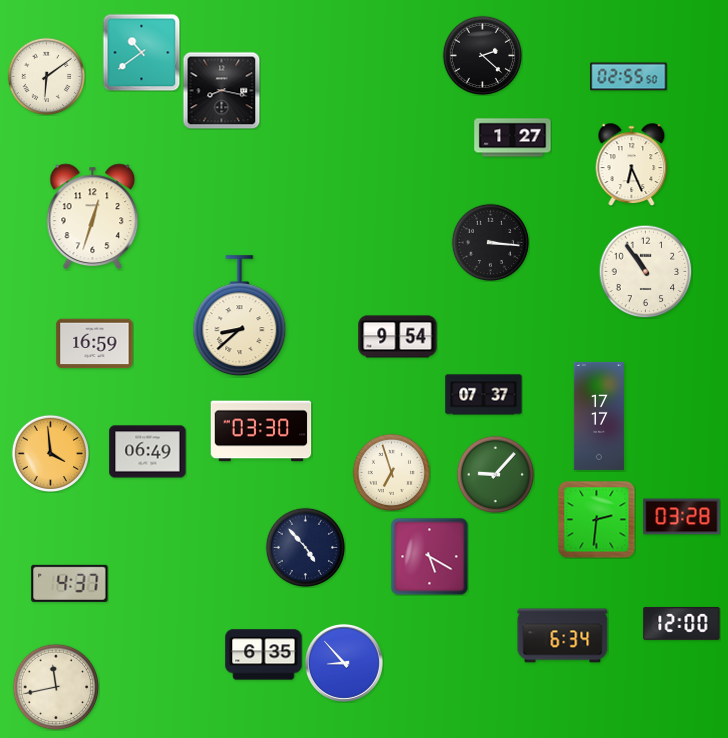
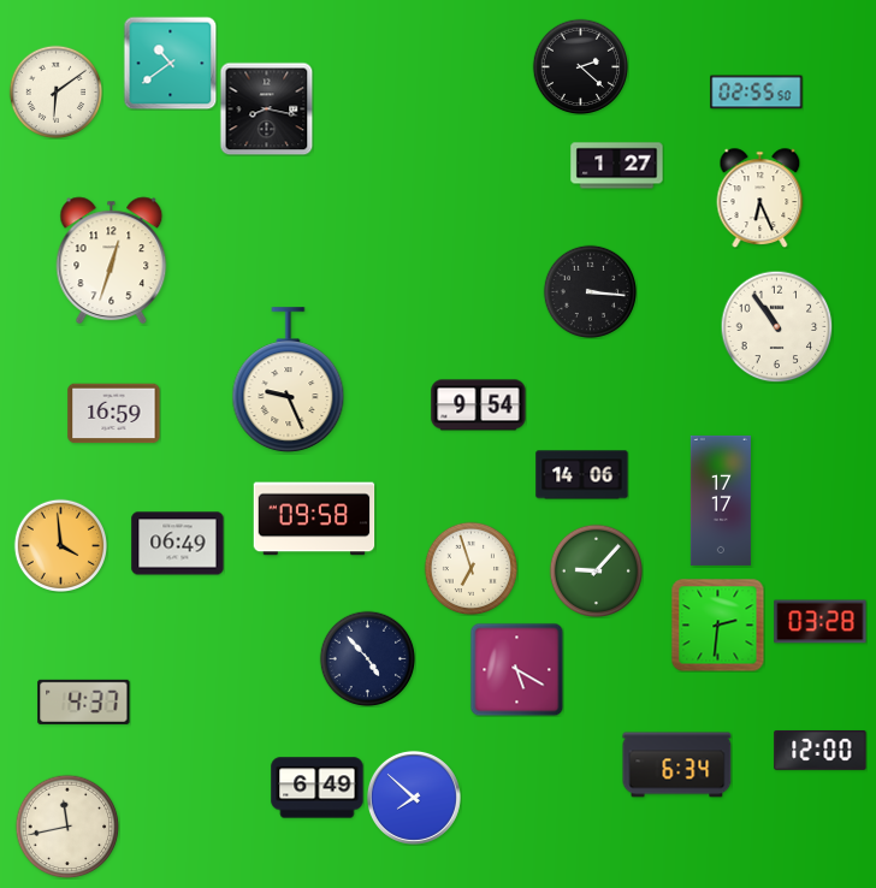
clock at (240, 316): 8:38 -> 9:26
clock at (484, 395): 07:37 -> 14:06
clock at (261, 431): 03:30 -> 09:58
clock at (264, 655): 6:35 -> 6:49
clock at (344, 663): 8:53 -> 7:52
